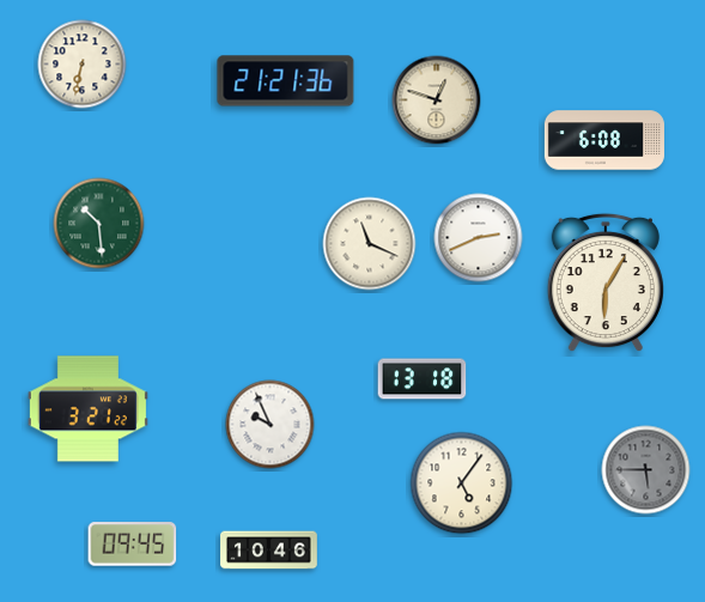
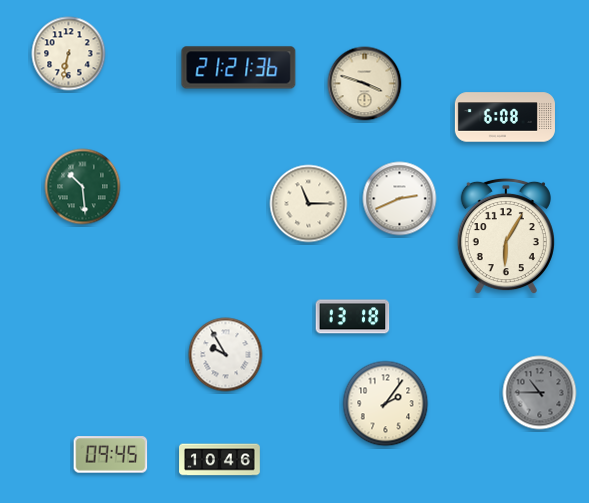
clock at (437, 101): 12:48 -> 3:48
clock at (370, 244): 11:19 -> 11:15
clock at (87, 409): 3:21 -> none
clock at (271, 425): 9:56 -> 9:55
clock at (646, 470): 5:45 -> 10:45
clock at (462, 484): 5:06 -> 2:06
clock at (269, 551) position: (269, 551) -> (220, 460)
